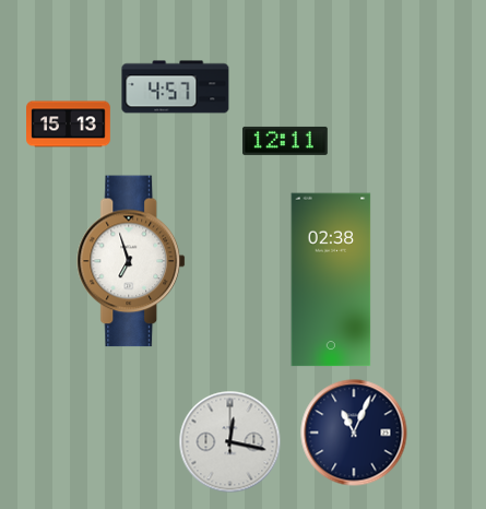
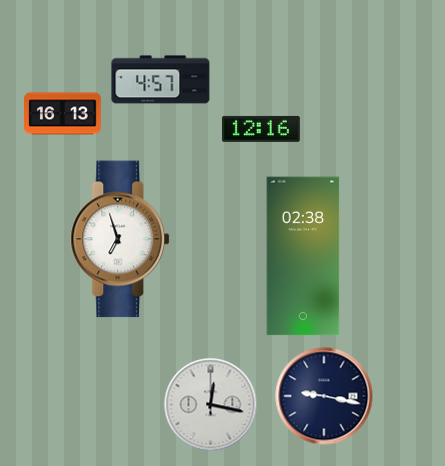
clock at (69, 125): 15:13 -> 16:13
clock at (286, 141): 12:11 -> 12:16
clock at (354, 433): 11:04 -> 9:17
